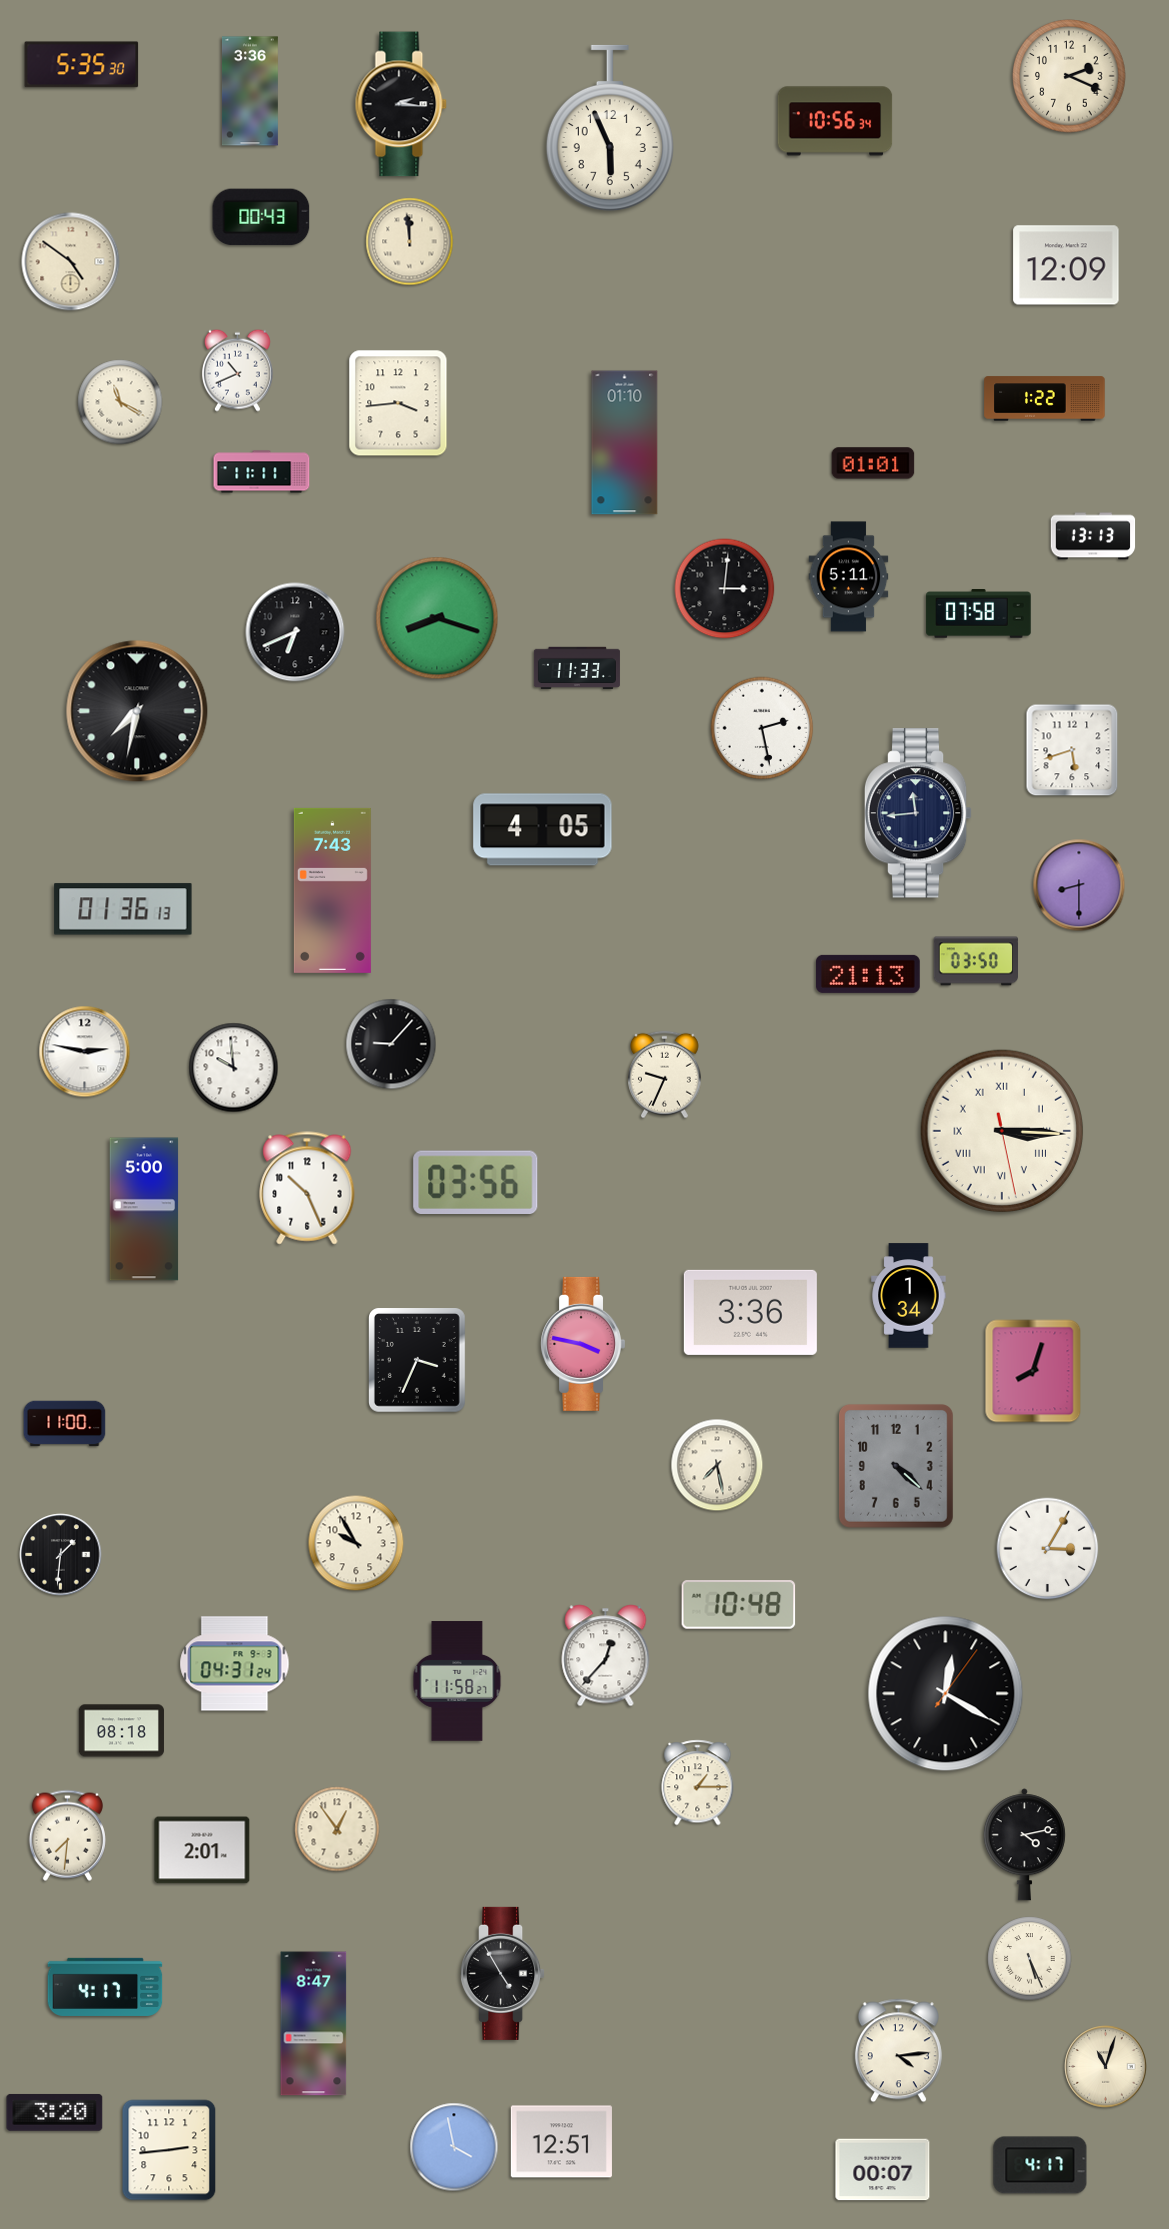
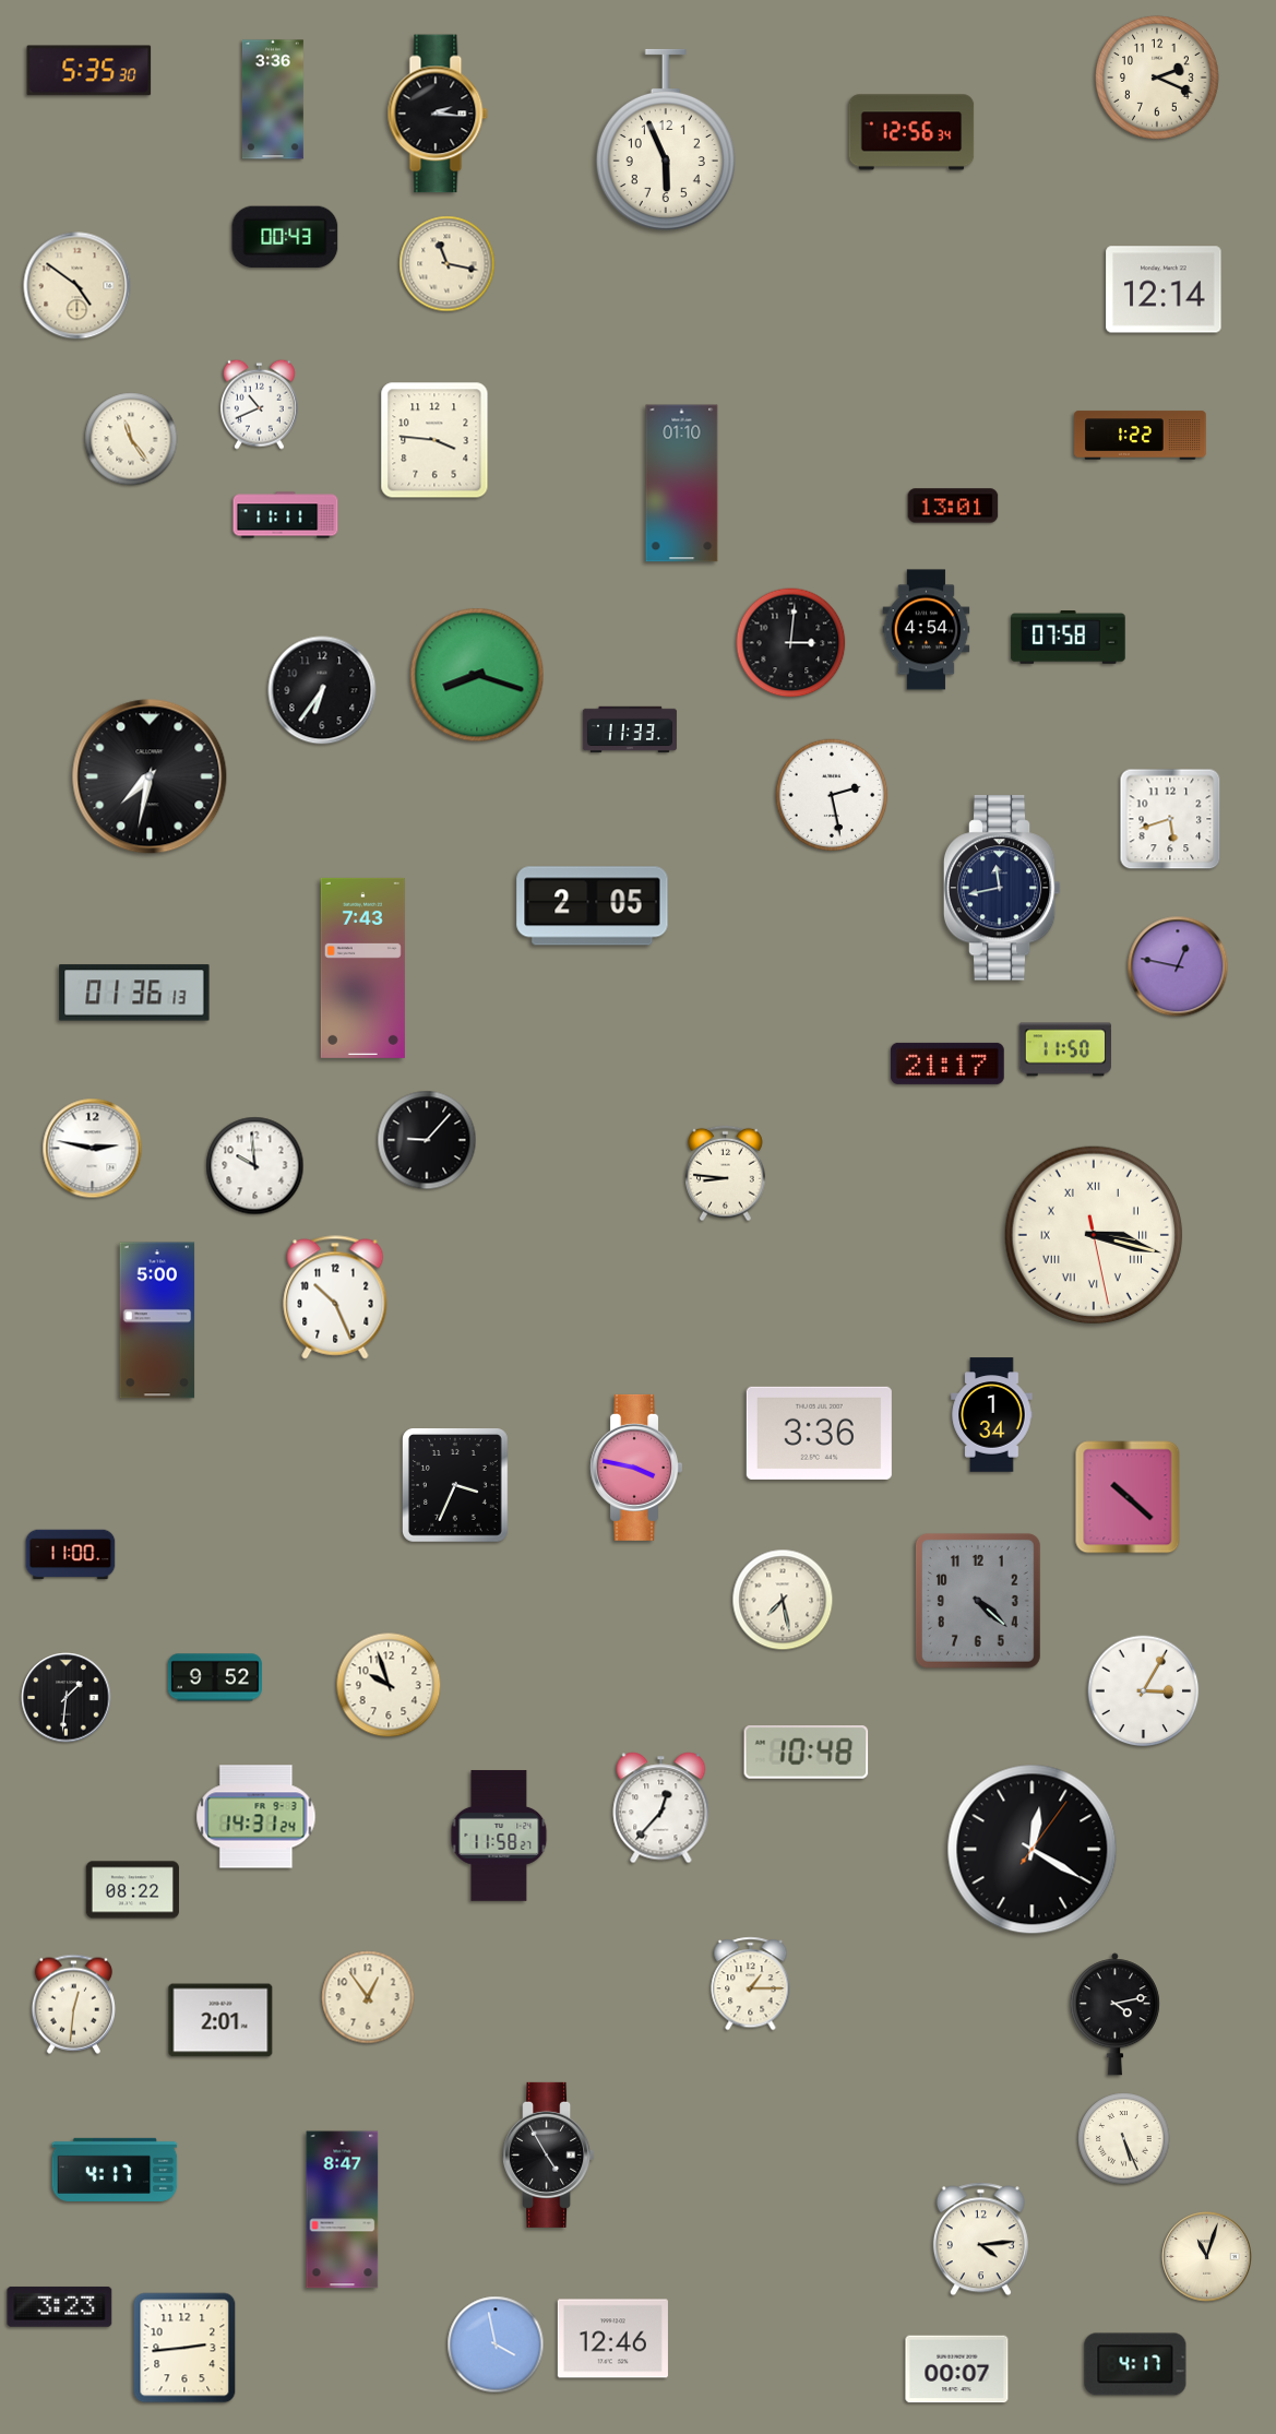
clock at (1069, 76) position: (1069, 76) -> (1157, 78)
clock at (835, 121): 10:56 -> 12:56
clock at (410, 242): 11:59 -> 11:17
clock at (1066, 265): 12:09 -> 12:14
clock at (120, 402): 11:20 -> 11:24
clock at (398, 403): 3:44 -> 3:46
clock at (873, 463): 01:01 -> 13:01
clock at (1093, 536): 13:13 -> none
clock at (849, 577): 5:11 -> 4:54
clock at (979, 614) position: (979, 614) -> (1069, 638)
clock at (295, 632): 6:41 -> 6:36
clock at (918, 813): 11:44 -> 11:43
clock at (543, 830): 4:05 -> 2:05
clock at (1079, 885): 8:30 -> 12:47
clock at (332, 890) position: (332, 890) -> (362, 967)
clock at (976, 961): 03:50 -> 11:50
clock at (869, 974): 21:13 -> 21:17
clock at (665, 1075): 9:34 -> 8:46
clock at (1002, 1131): 3:15 -> 3:17
clock at (476, 1183): 03:56 -> none
clock at (1033, 1371): 8:03 -> 10:22
clock at (215, 1677): none -> 9:52
clock at (356, 1543): 9:55 -> 9:57
clock at (235, 1664): 04:31 -> 14:31
clock at (121, 1731): 08:18 -> 08:22
clock at (698, 1783) position: (698, 1783) -> (751, 1984)
clock at (67, 1835): 7:31 -> 12:31
clock at (1024, 1845) position: (1024, 1845) -> (1114, 2015)
clock at (55, 2112): 3:20 -> 3:23
clock at (561, 2142): 12:51 -> 12:46
clock at (883, 2170) position: (883, 2170) -> (957, 2370)
